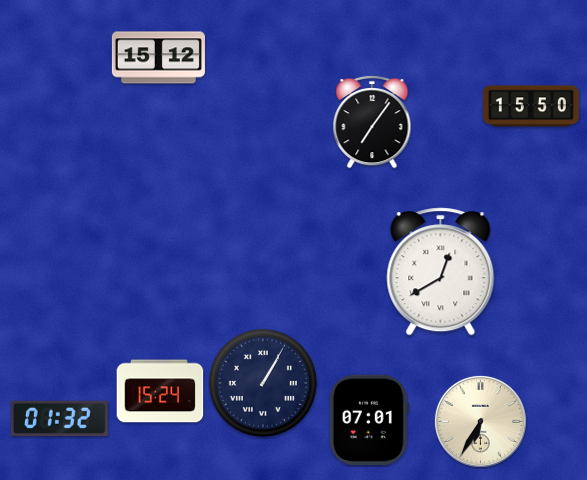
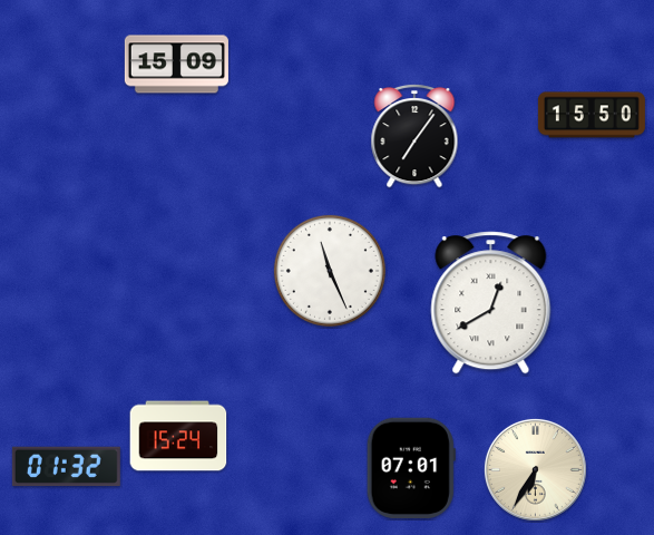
clock at (158, 58): 15:12 -> 15:09
clock at (531, 106) position: (531, 106) -> (592, 115)
clock at (330, 271): none -> 11:26
clock at (263, 383): 1:05 -> none
